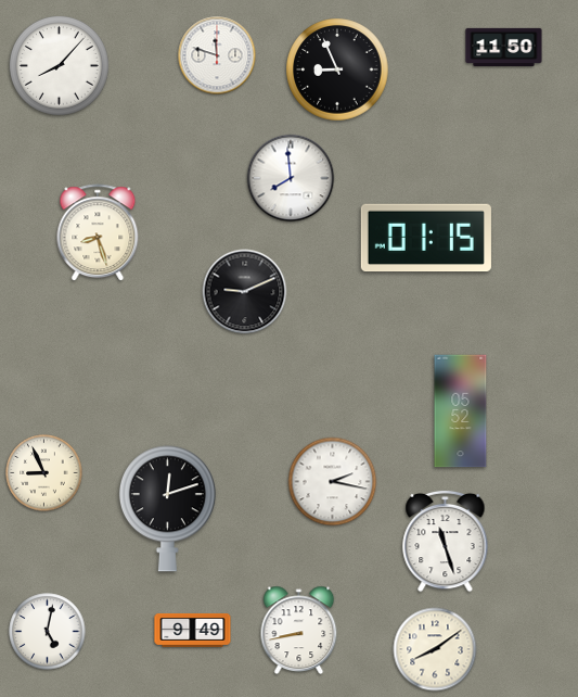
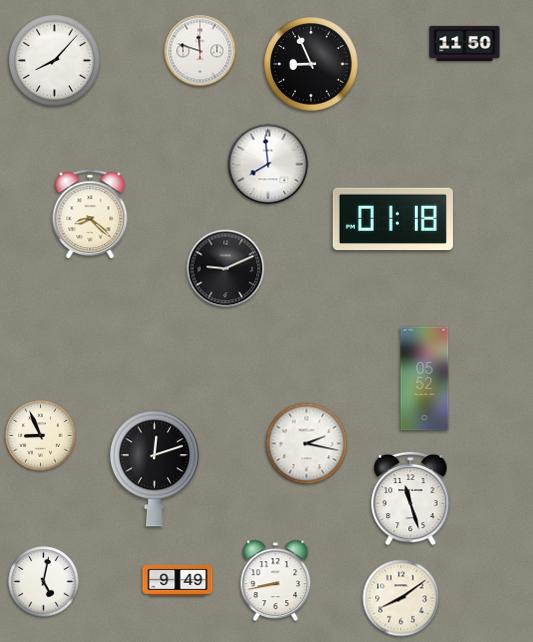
clock at (98, 233): 8:27 -> 8:22
clock at (426, 238): 01:15 -> 01:18
